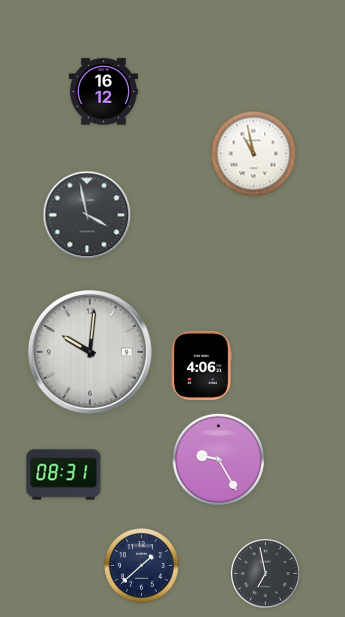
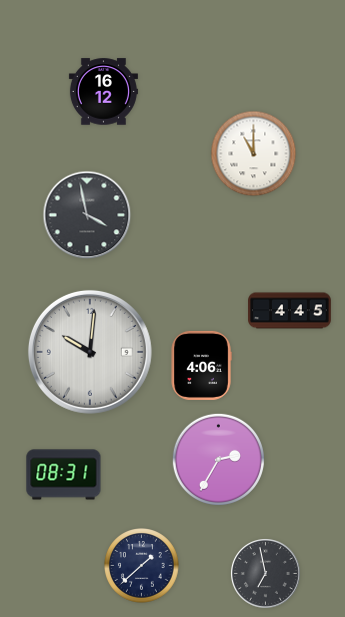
clock at (254, 154): 10:58 -> 11:00
clock at (290, 311): none -> 4:45
clock at (218, 459): 9:25 -> 2:35
